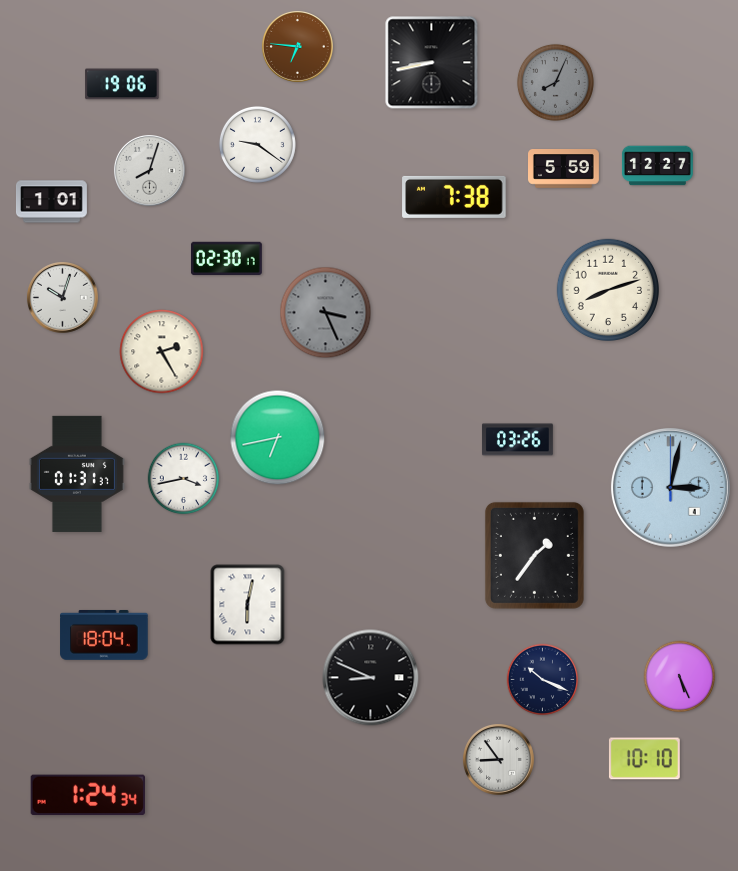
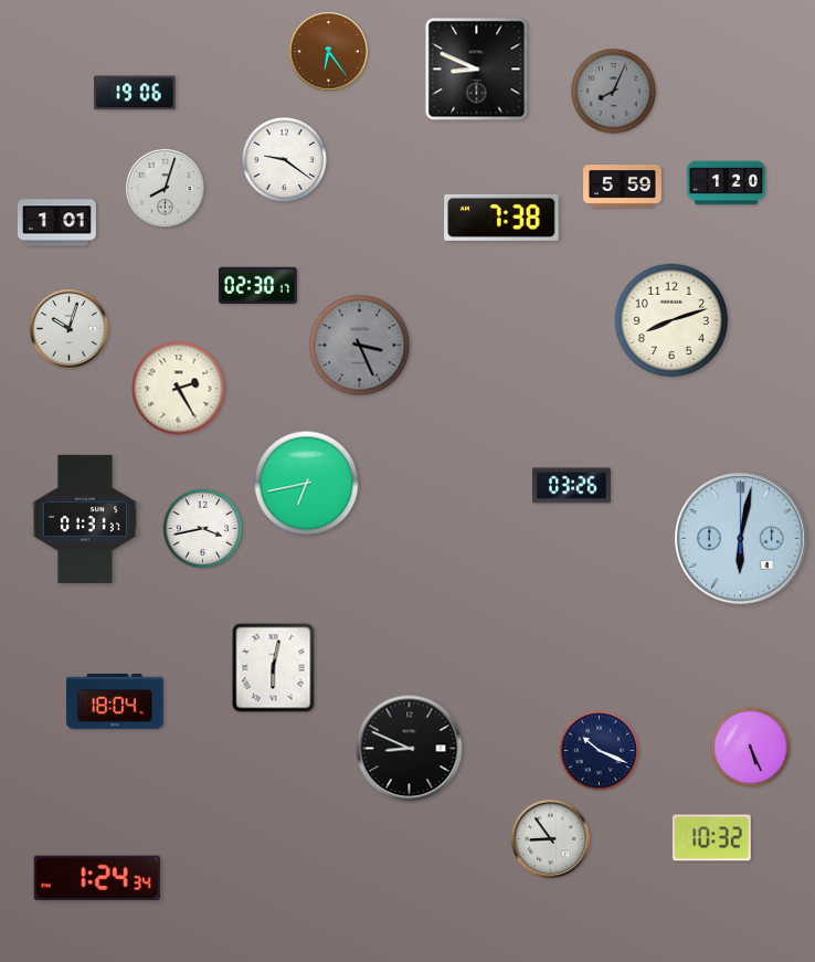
clock at (297, 46): 6:46 -> 6:24
clock at (432, 63): 8:43 -> 8:49
clock at (658, 166): 12:27 -> 1:20
clock at (226, 259) position: (226, 259) -> (257, 286)
clock at (77, 474) position: (77, 474) -> (85, 519)
clock at (670, 487): 3:02 -> 6:02
clock at (534, 555): 1:36 -> none
clock at (644, 759): 10:10 -> 10:32
